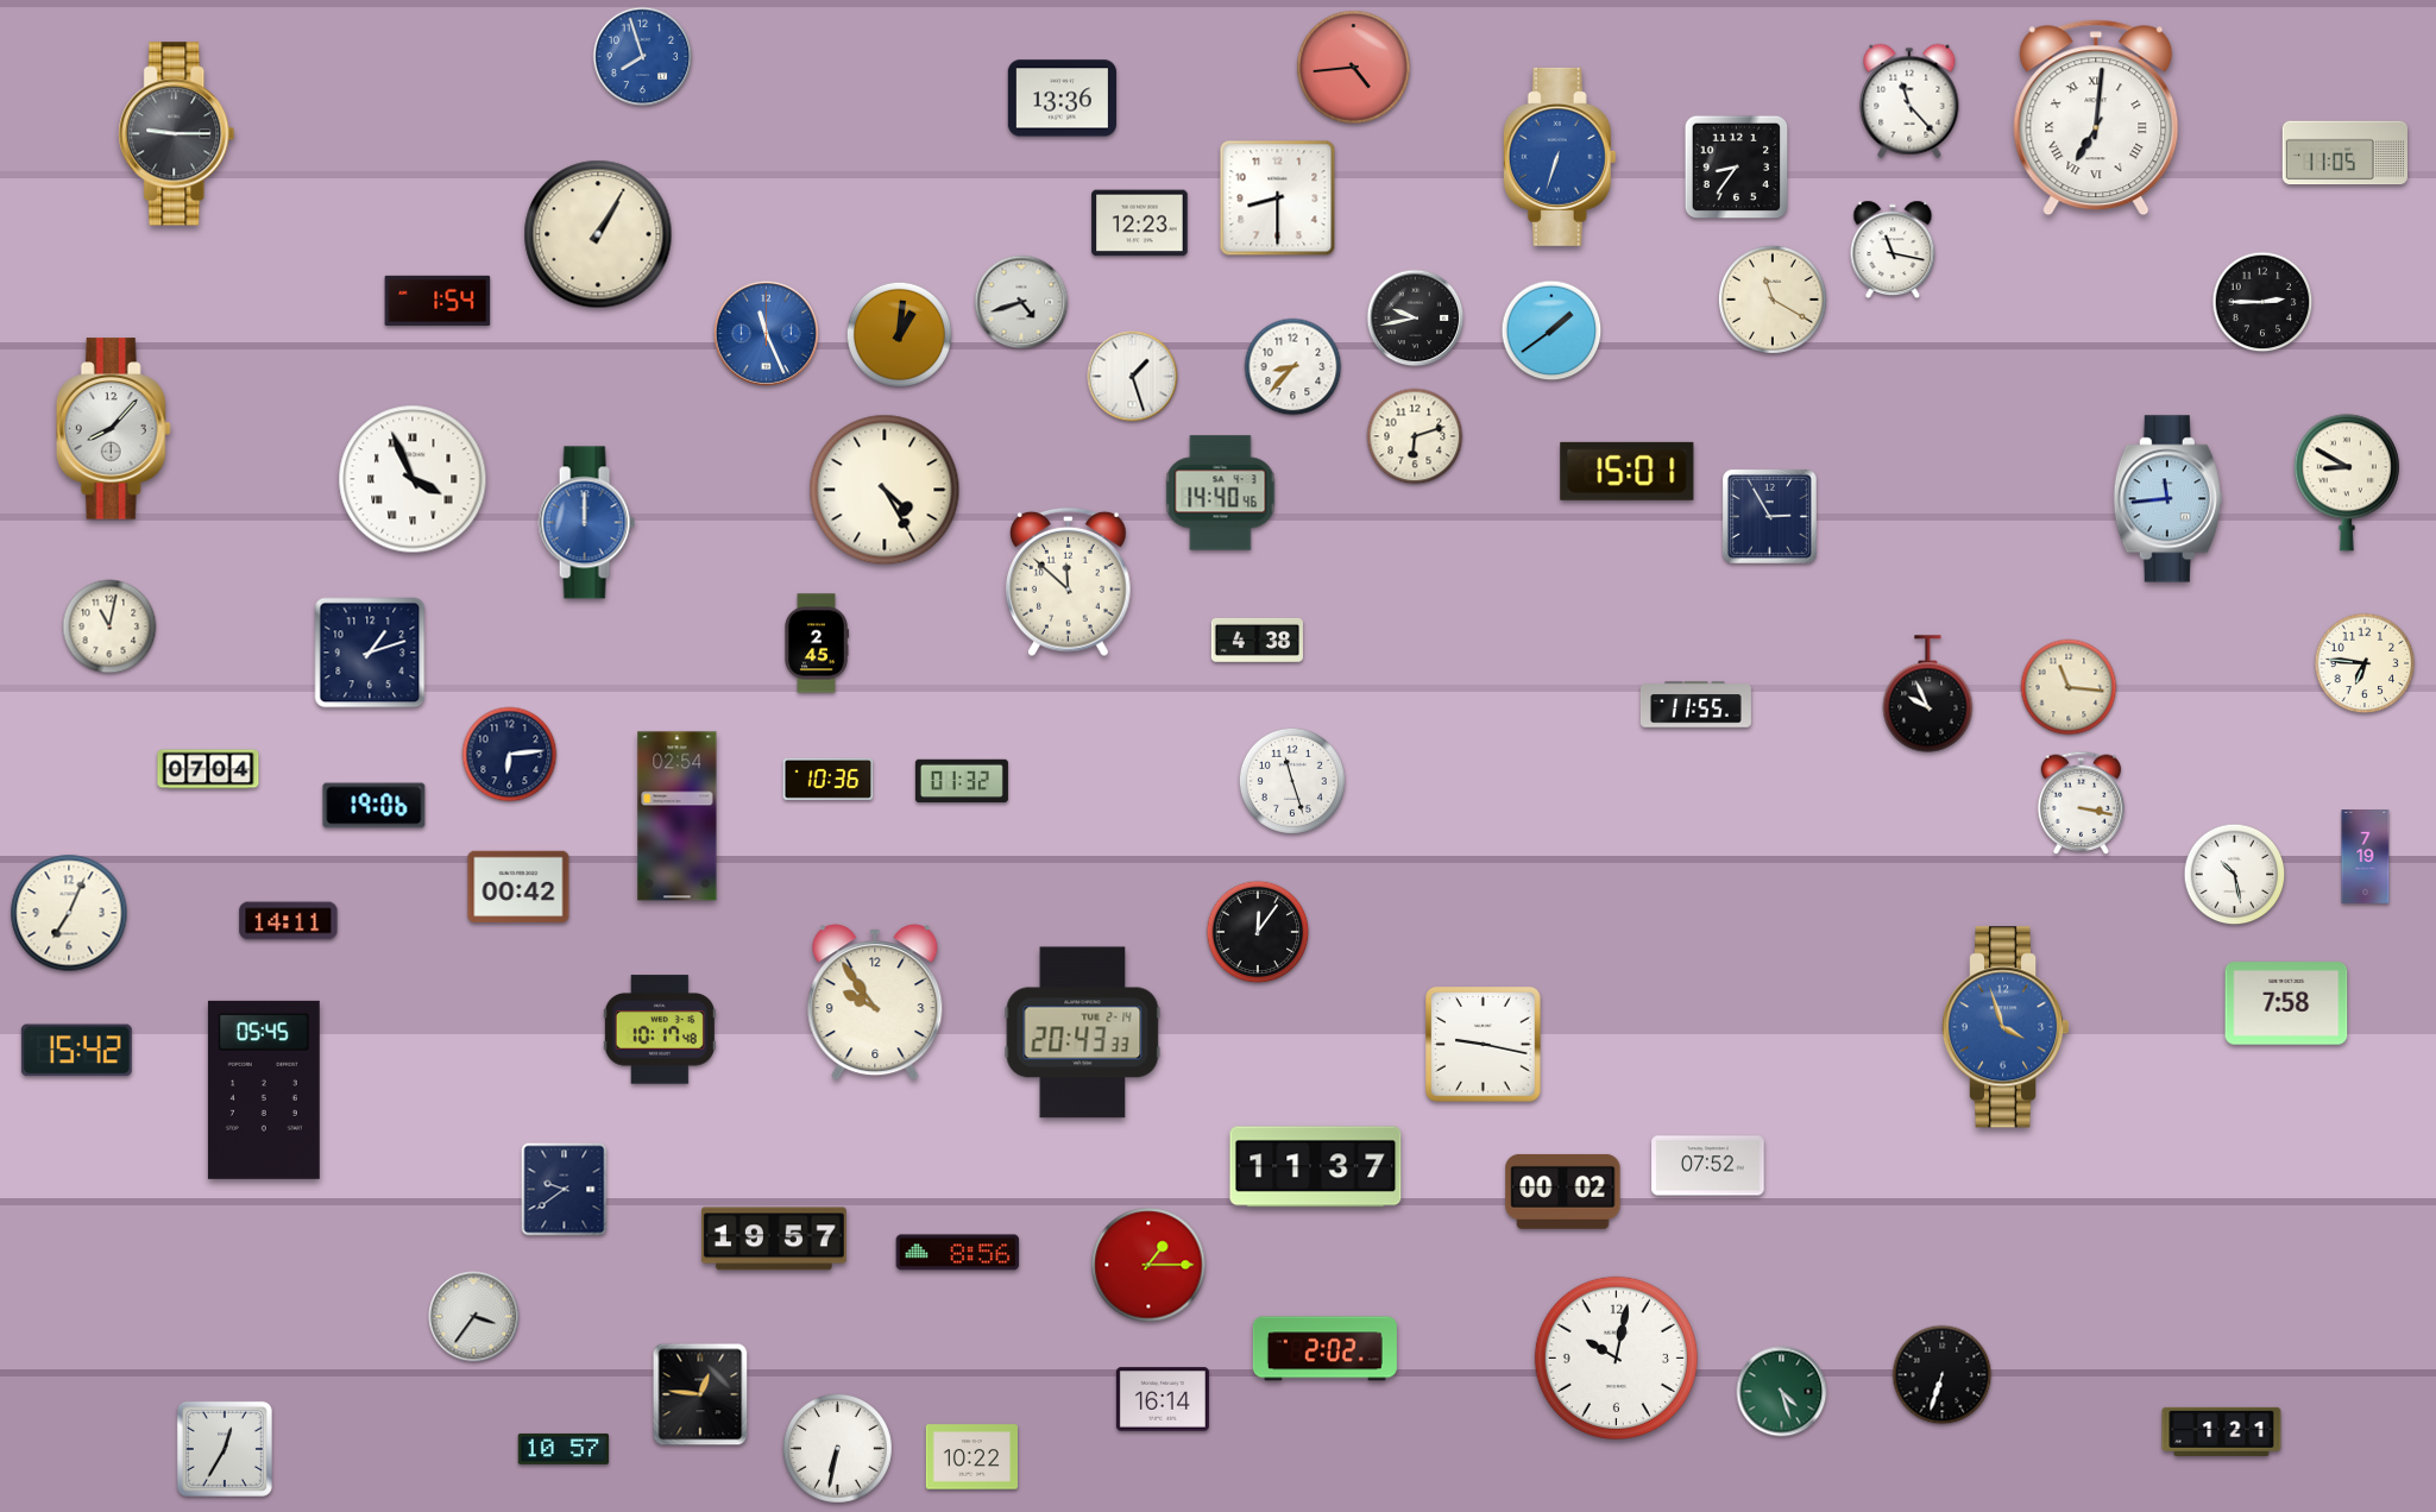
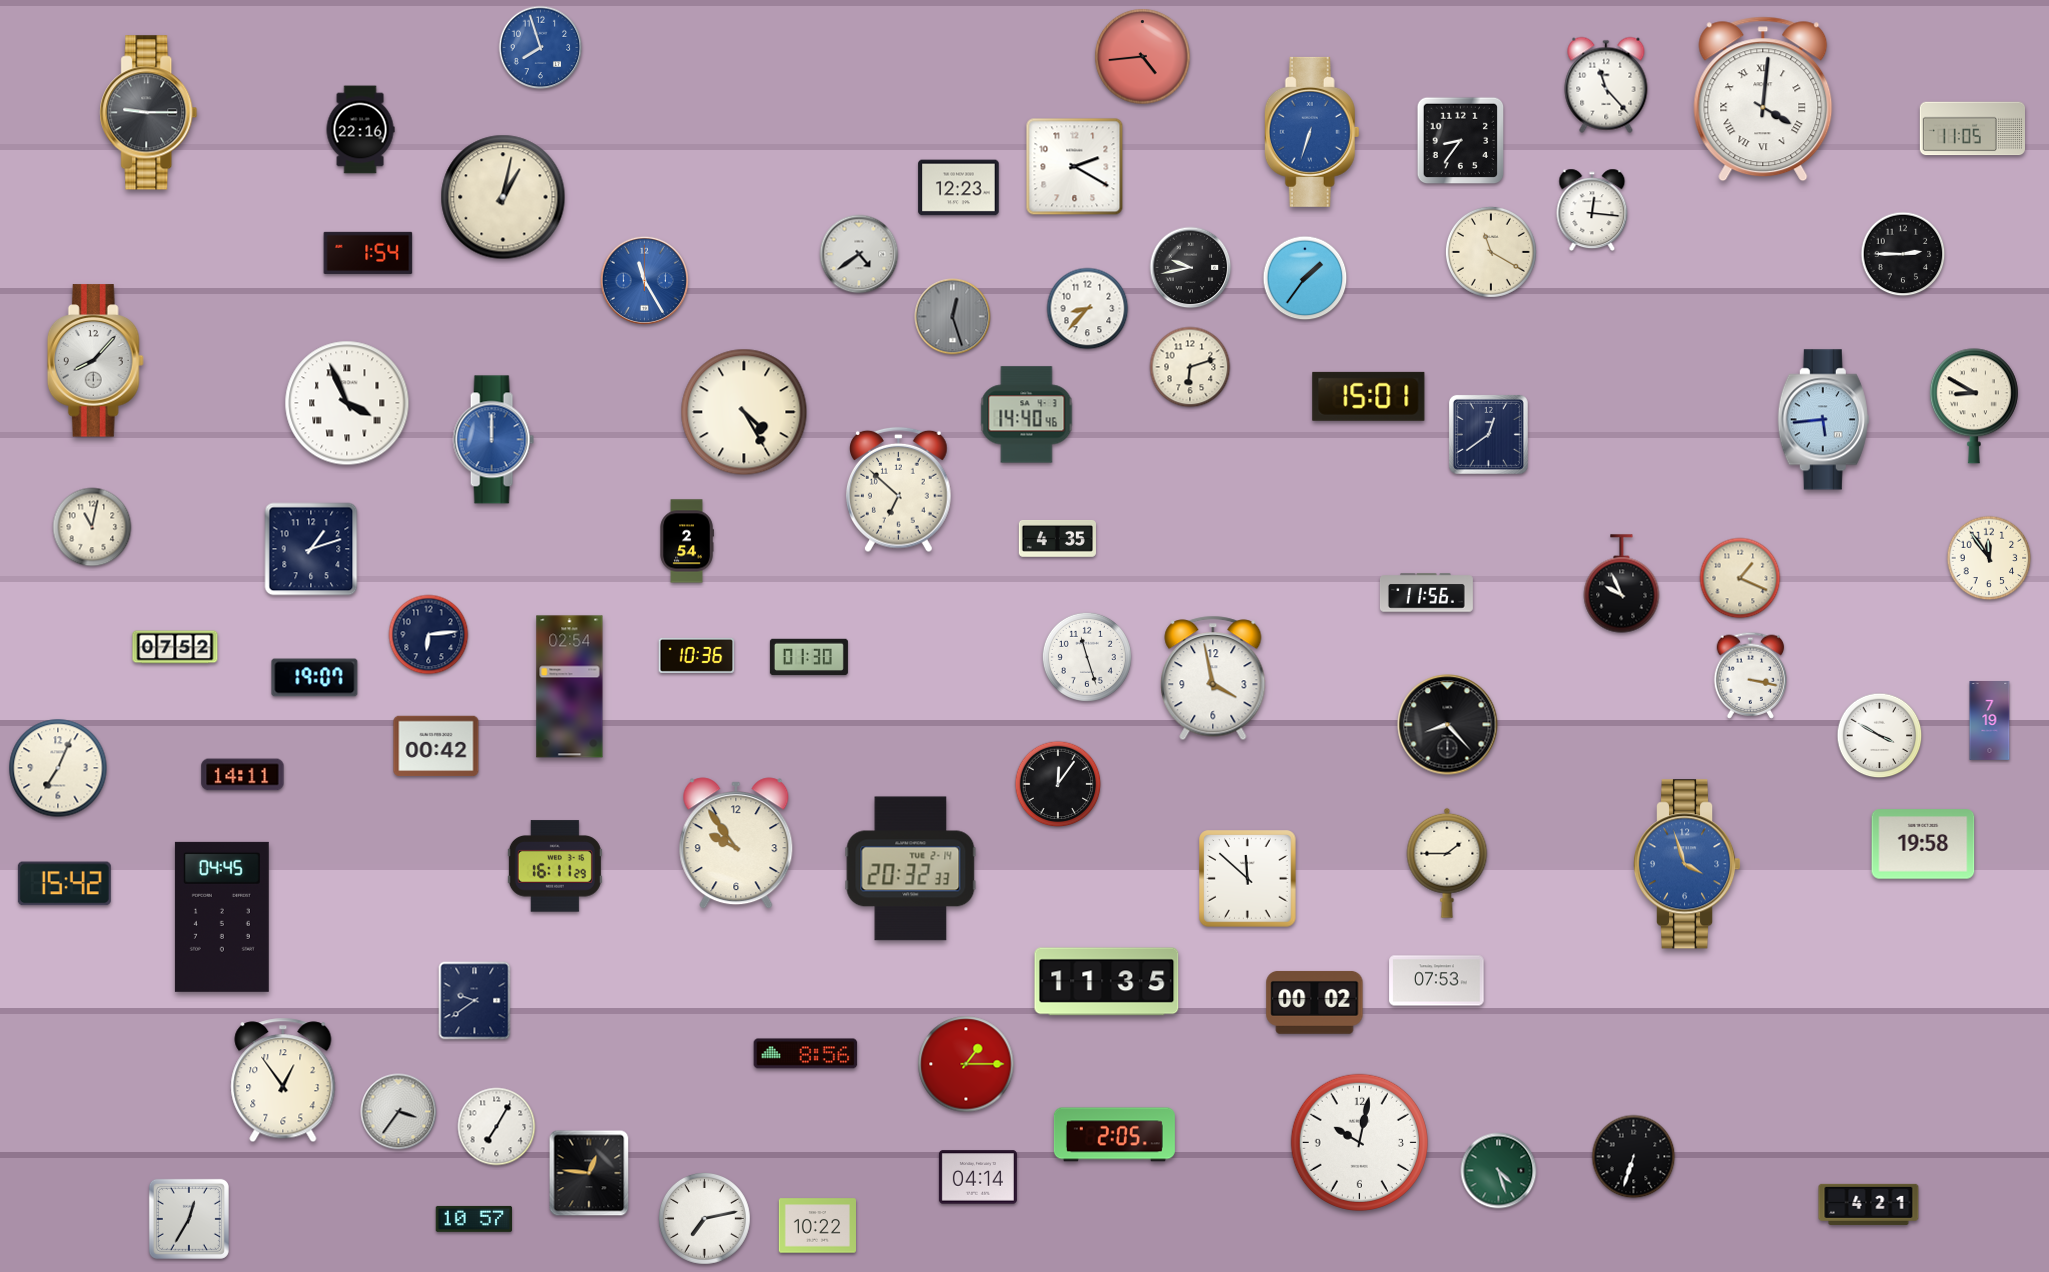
clock at (1354, 68) position: (1354, 68) -> (1143, 57)
clock at (1062, 99): 13:36 -> none
clock at (2096, 118): 7:01 -> 4:01
clock at (360, 130): none -> 22:16
clock at (1278, 199): 8:30 -> 2:20
clock at (598, 234): 1:05 -> 1:02
clock at (1893, 250): 11:17 -> 12:16
clock at (1021, 302): 4:42 -> 4:39
clock at (1551, 330): 1:39 -> 1:36
clock at (766, 333): 11:26 -> 11:25
clock at (899, 334): 1:01 -> none
clock at (1133, 377): 1:27 -> 12:27
clock at (1133, 377) dial: white -> grey
clock at (2167, 499): 11:44 -> 5:44
clock at (1769, 516): 2:55 -> 12:39
clock at (1069, 582): 11:52 -> 6:52
clock at (1257, 640): 4:38 -> 4:35
clock at (817, 643): 2:45 -> 2:54
clock at (2365, 663): 6:46 -> 11:54
clock at (2069, 687): 11:16 -> 1:19
clock at (1695, 705): 11:55 -> 11:56
clock at (208, 769): 07:04 -> 07:52
clock at (962, 781): 01:32 -> 01:30
clock at (374, 806): 19:06 -> 19:07
clock at (1213, 678): none -> 3:58
clock at (1448, 725): none -> 8:23
clock at (2235, 875): 10:28 -> 3:50
clock at (2286, 1003): 7:58 -> 19:58
clock at (1447, 863): none -> 1:45
clock at (660, 1029): 10:17 -> 16:11
clock at (1083, 1033): 20:43 -> 20:32
clock at (1484, 1045): 9:17 -> 11:52
clock at (264, 1090): 05:45 -> 04:45
clock at (1708, 1166): 07:52 -> 07:53
clock at (1316, 1167): 11:37 -> 11:35
clock at (774, 1239): 19:57 -> none
clock at (283, 1080): none -> 12:54
clock at (474, 1317) position: (474, 1317) -> (399, 1112)
clock at (497, 1127): none -> 7:05
clock at (1324, 1349): 2:02 -> 2:05
clock at (1163, 1399): 16:14 -> 04:14
clock at (2222, 1431): 1:21 -> 4:21
clock at (838, 1449): 6:32 -> 7:13
